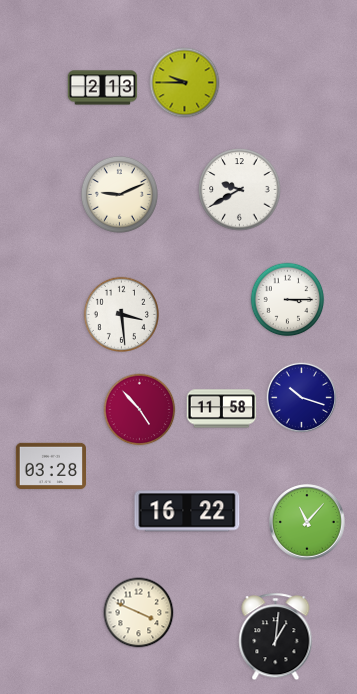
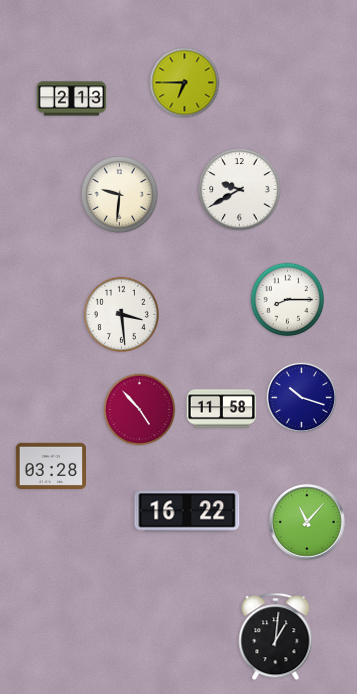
clock at (185, 83): 9:45 -> 6:45
clock at (103, 88) position: (103, 88) -> (72, 99)
clock at (119, 194): 9:11 -> 9:31
clock at (288, 300): 3:15 -> 8:15
clock at (139, 613): 3:49 -> none
